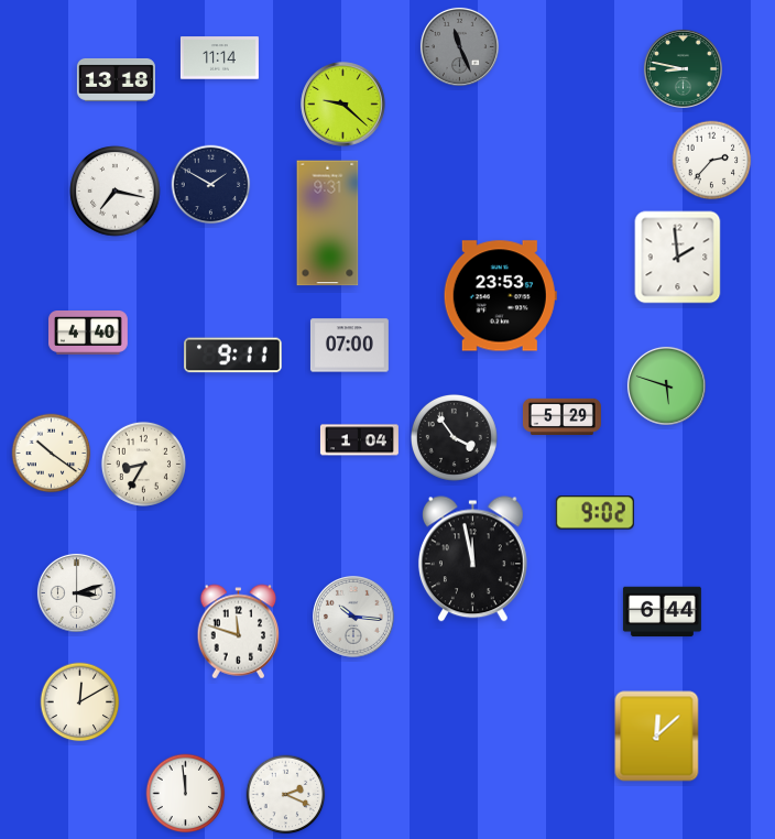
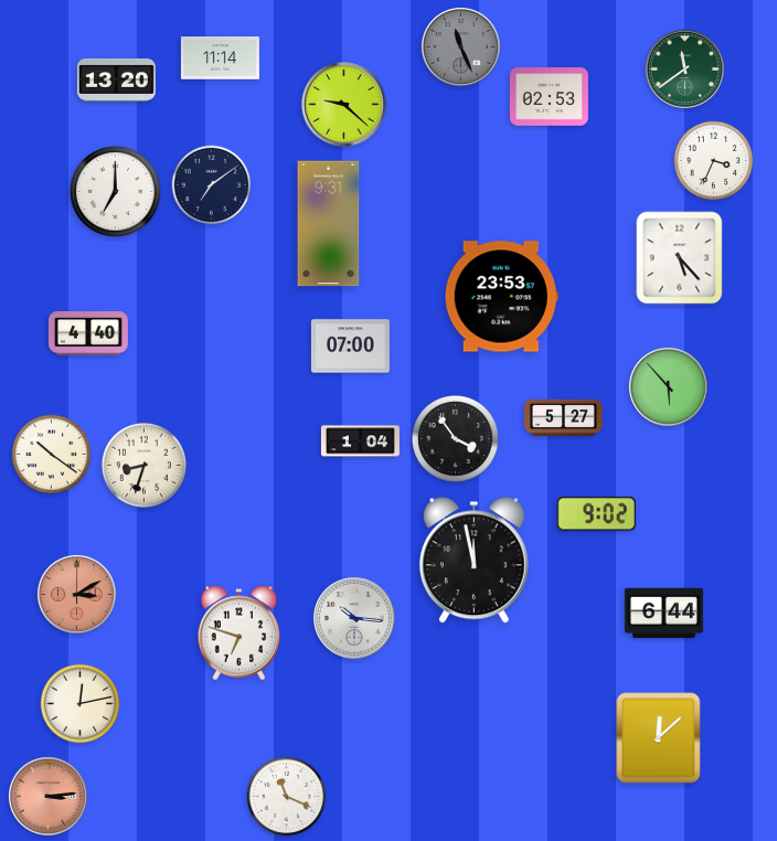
clock at (683, 68): 8:47 -> 11:39
clock at (116, 79): 13:18 -> 13:20
clock at (549, 97): none -> 02:53
clock at (712, 161): 2:37 -> 3:34
clock at (211, 185): 1:50 -> 7:09
clock at (116, 192): 7:17 -> 7:00
clock at (678, 258): 1:59 -> 5:23
clock at (233, 356): 9:11 -> none
clock at (666, 385): 5:48 -> 5:53
clock at (561, 416): 5:29 -> 5:27
clock at (143, 464): 8:35 -> 8:33
clock at (76, 592): 3:12 -> 3:10
clock at (76, 592) dial: white -> salmon
clock at (239, 632): 11:48 -> 6:48
clock at (80, 702): 12:10 -> 12:13
clock at (47, 796): none -> 3:14
clock at (186, 794): 11:59 -> none
clock at (286, 795): 2:19 -> 11:19
